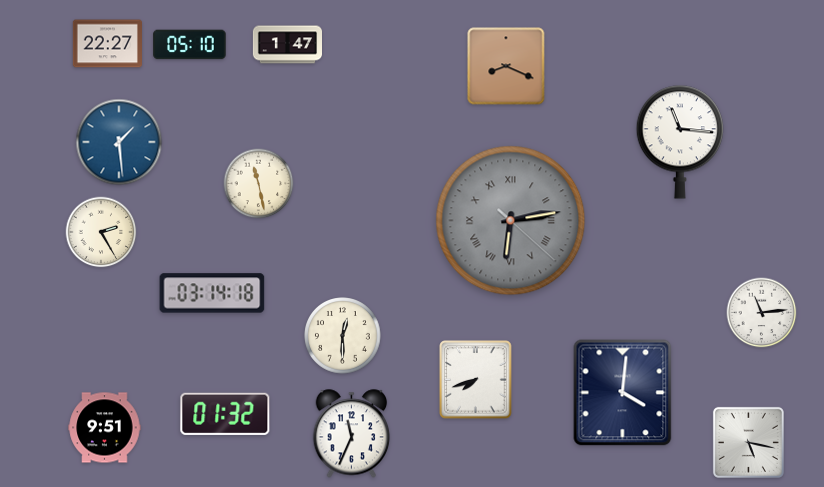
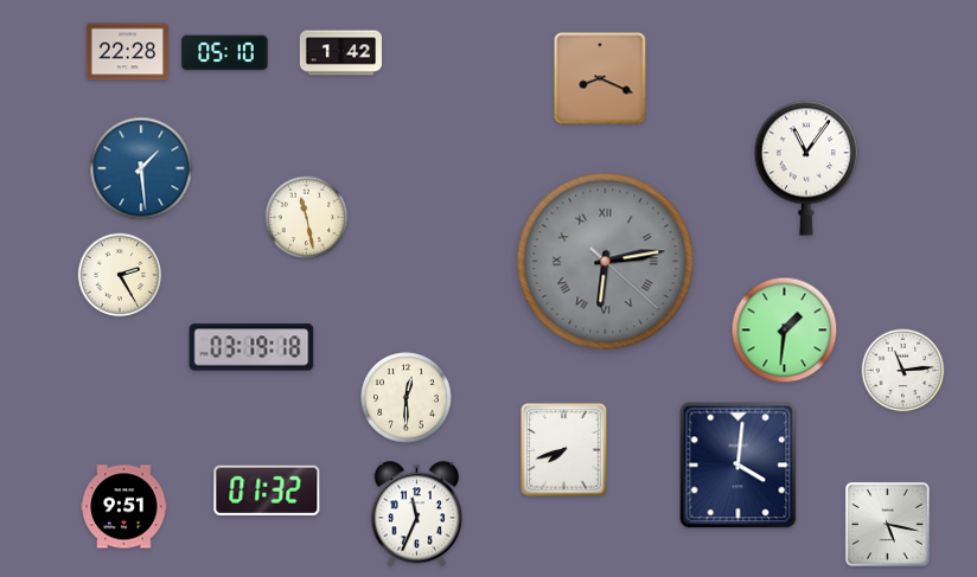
clock at (107, 44): 22:27 -> 22:28
clock at (287, 45): 1:47 -> 1:42
clock at (680, 142): 11:16 -> 11:06
clock at (785, 331): none -> 1:31
clock at (212, 293): 03:14 -> 03:19
